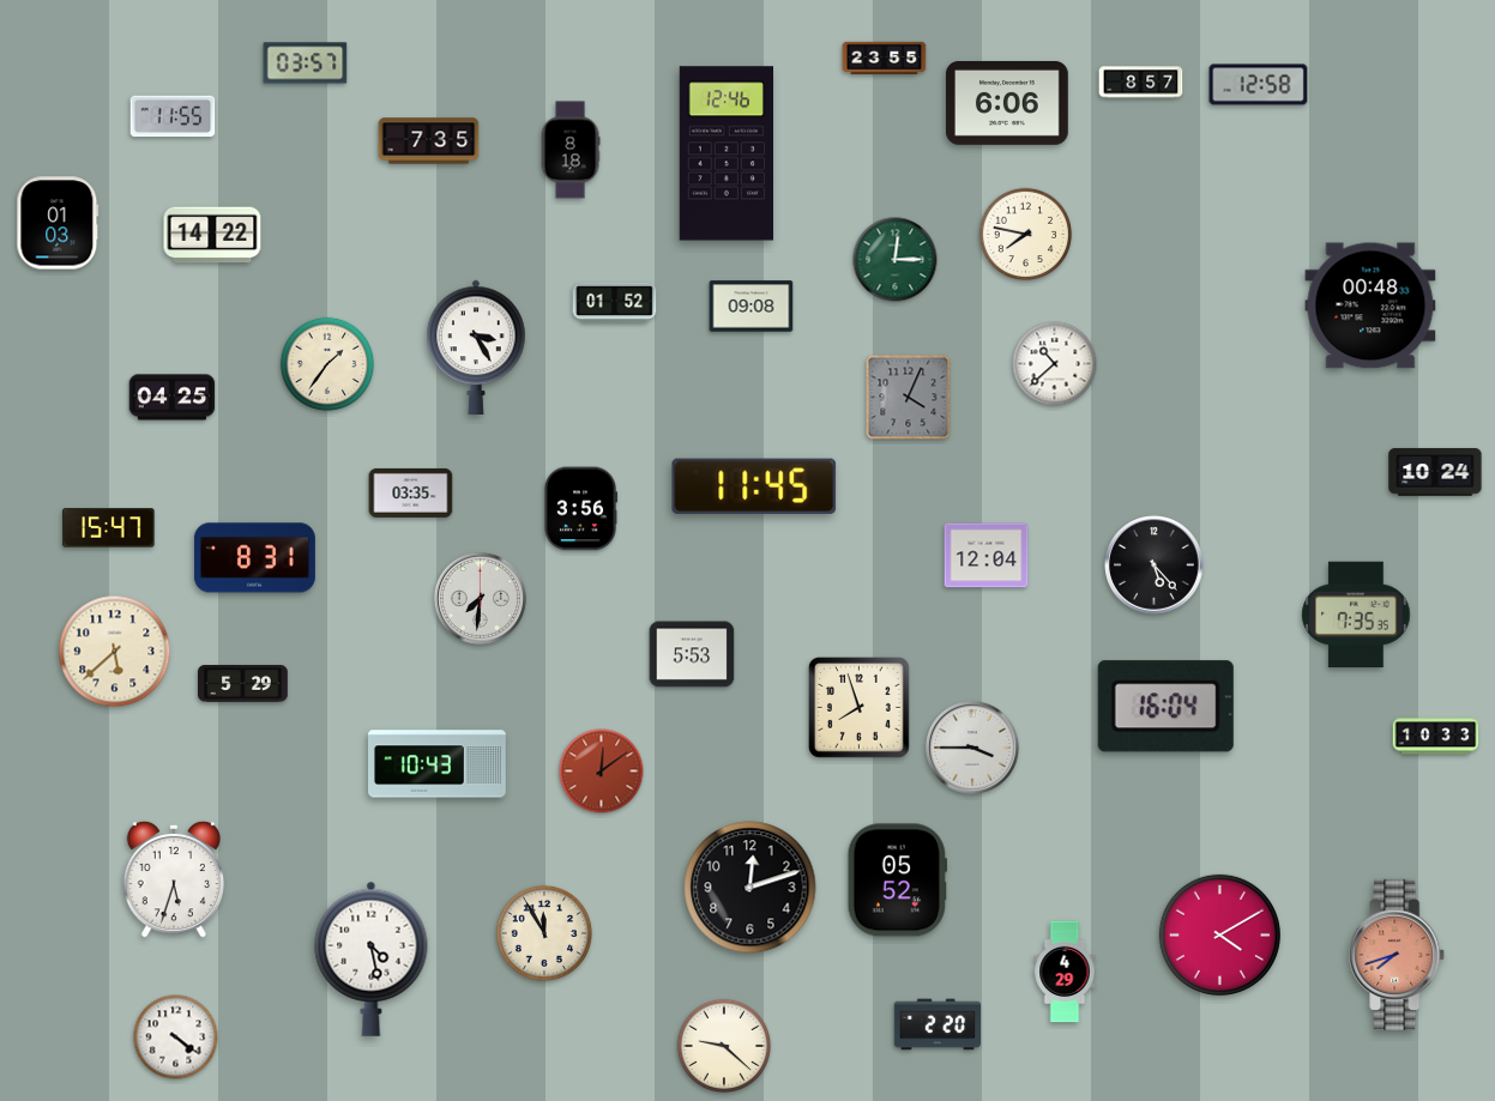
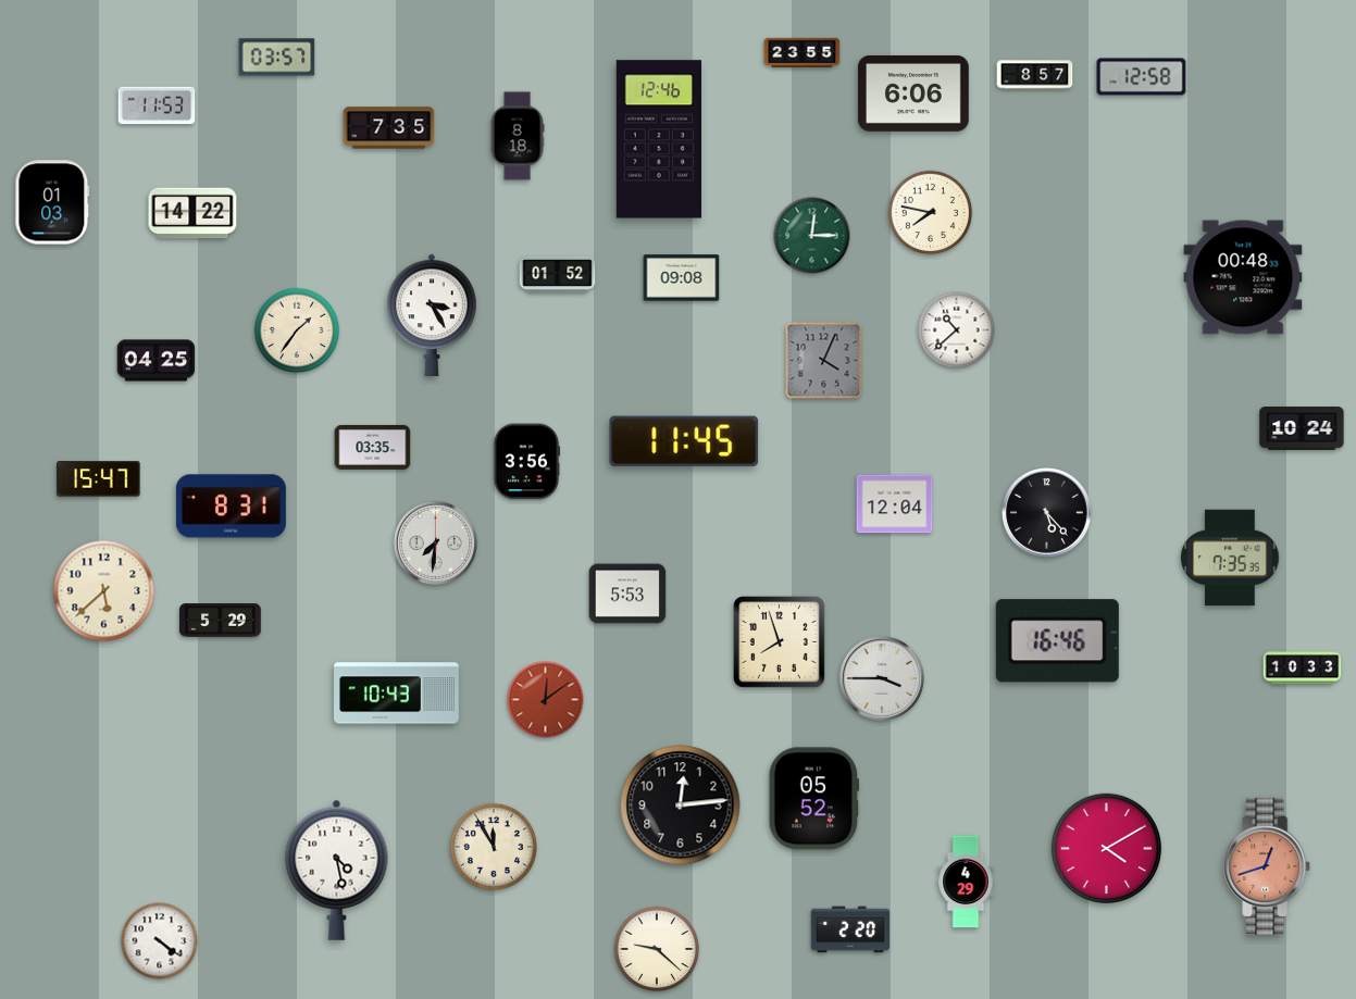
clock at (173, 116): 11:55 -> 11:53
clock at (1165, 707): 16:04 -> 16:46
clock at (174, 879): 5:33 -> none
clock at (750, 888): 12:12 -> 12:14
clock at (1398, 955): 7:42 -> 12:42
